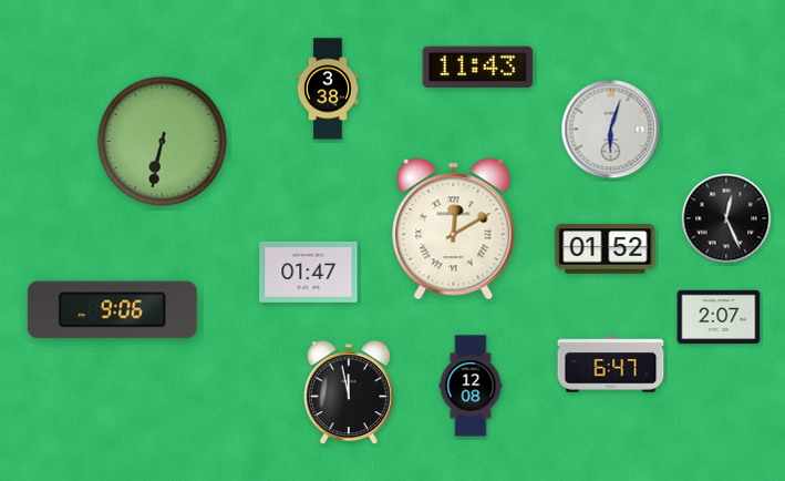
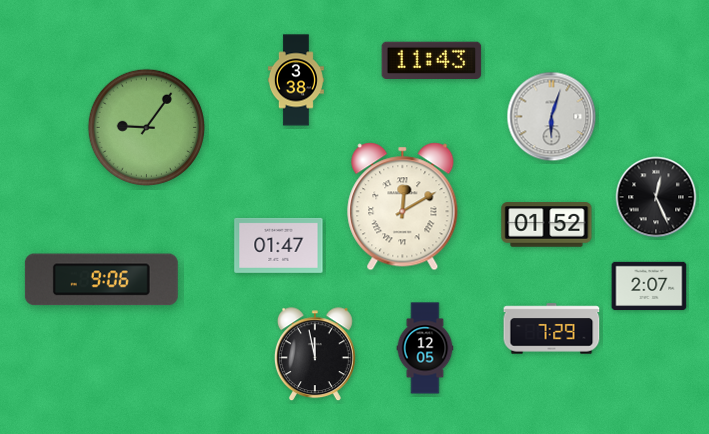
clock at (162, 141): 6:32 -> 9:06
clock at (454, 229) position: (454, 229) -> (403, 207)
clock at (611, 365): 6:47 -> 7:29
clock at (471, 386): 12:08 -> 12:05
